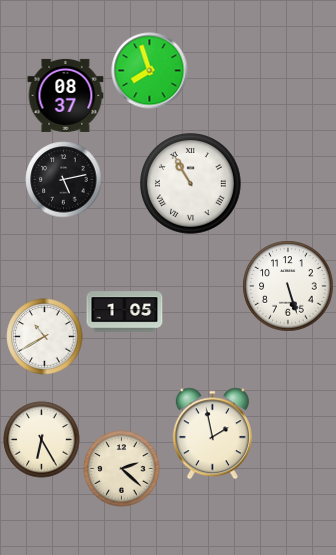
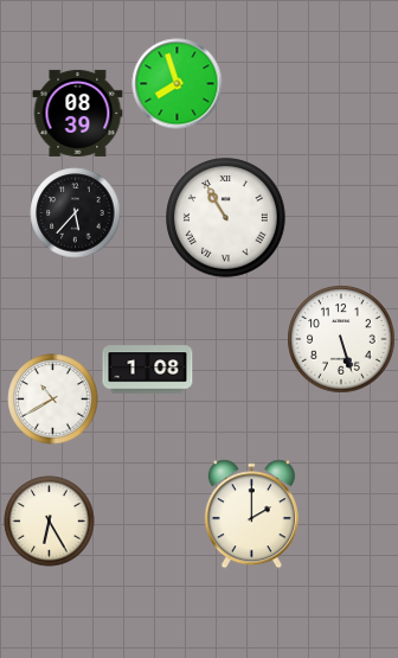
clock at (66, 95): 08:37 -> 08:39
clock at (64, 180): 5:13 -> 5:37
clock at (125, 312): 1:05 -> 1:08
clock at (212, 434): 1:58 -> 2:00
clock at (122, 469): 2:22 -> none
